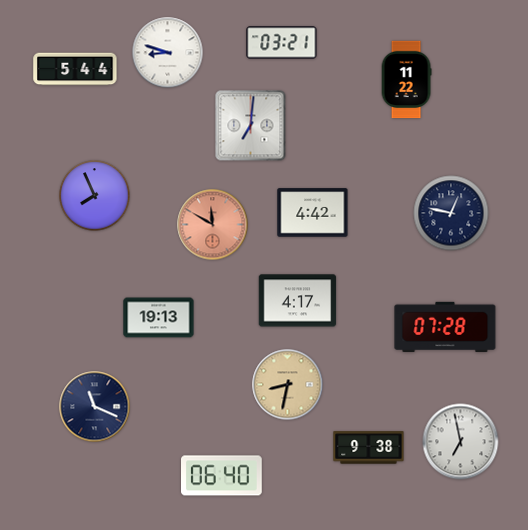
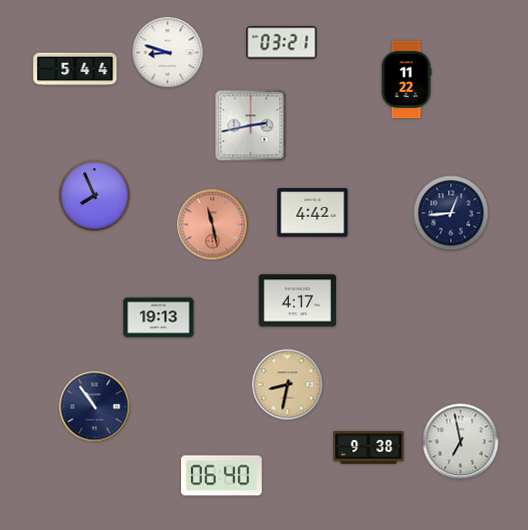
clock at (251, 126): 7:01 -> 2:43
clock at (451, 213): 12:47 -> 12:44
clock at (213, 225): 11:50 -> 11:28
clock at (445, 327): 07:28 -> none
clock at (95, 407): 11:19 -> 10:54
